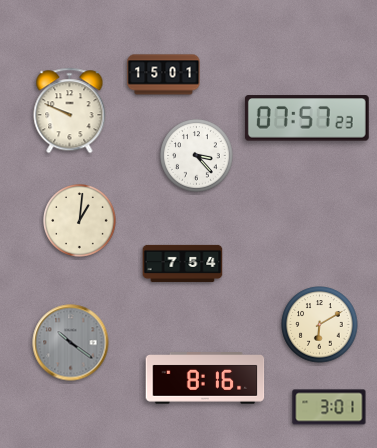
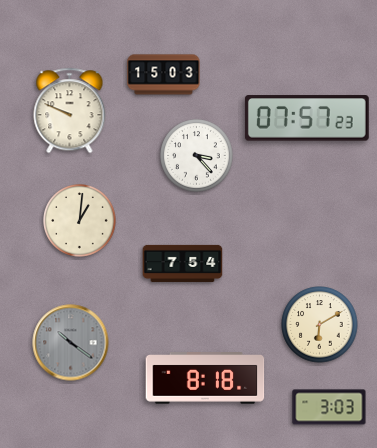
clock at (164, 75): 15:01 -> 15:03
clock at (205, 378): 8:16 -> 8:18
clock at (329, 407): 3:01 -> 3:03
